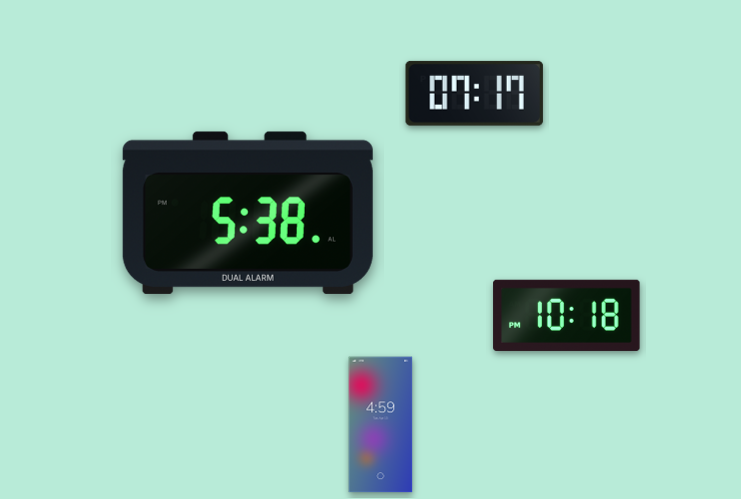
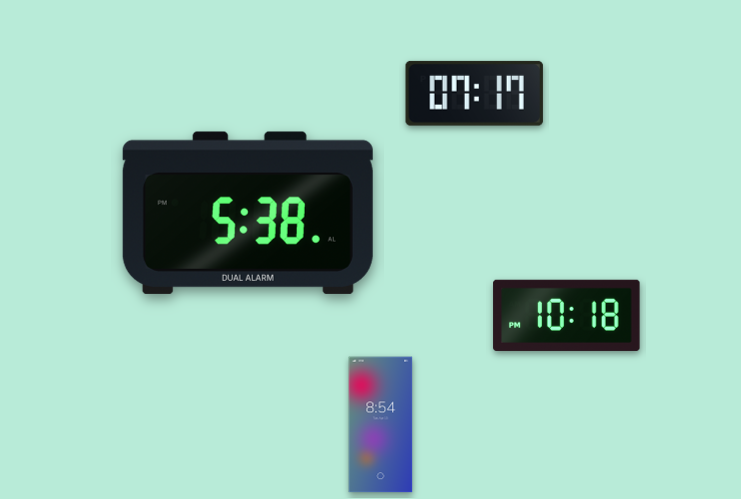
clock at (381, 425): 4:59 -> 8:54
